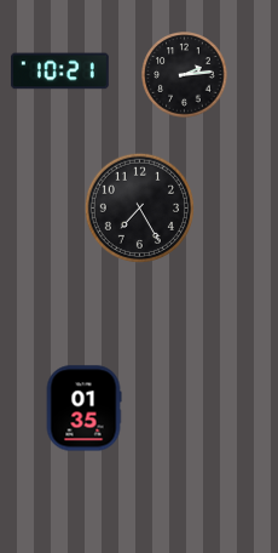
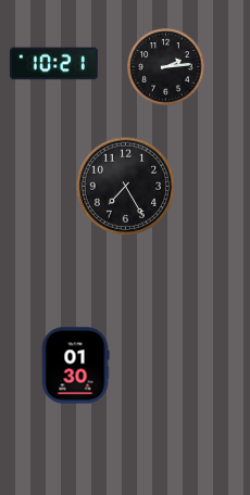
clock at (83, 409): 01:35 -> 01:30
